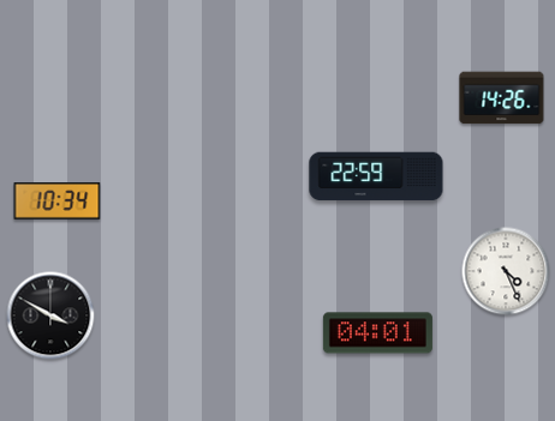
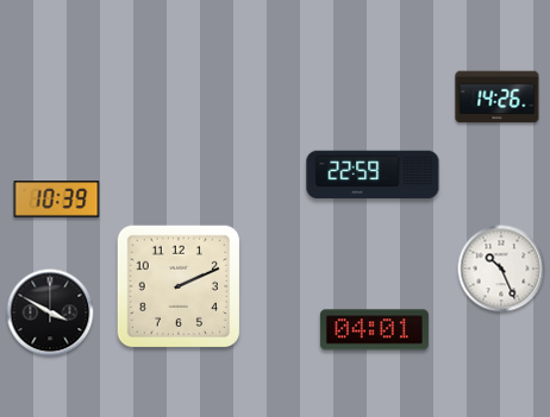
clock at (58, 202): 10:34 -> 10:39
clock at (506, 271): 4:26 -> 10:26
clock at (179, 286): none -> 2:11
